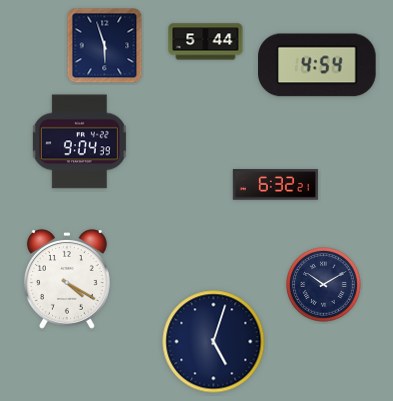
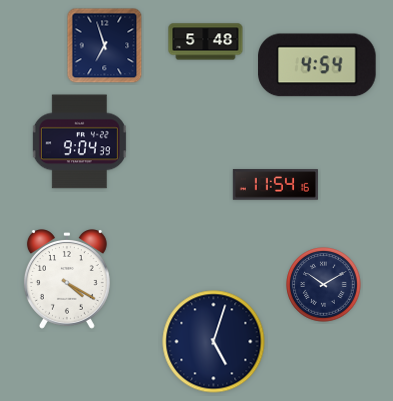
clock at (206, 42): 5:44 -> 5:48
clock at (105, 46): 5:57 -> 6:57
clock at (275, 185): 6:32 -> 11:54
